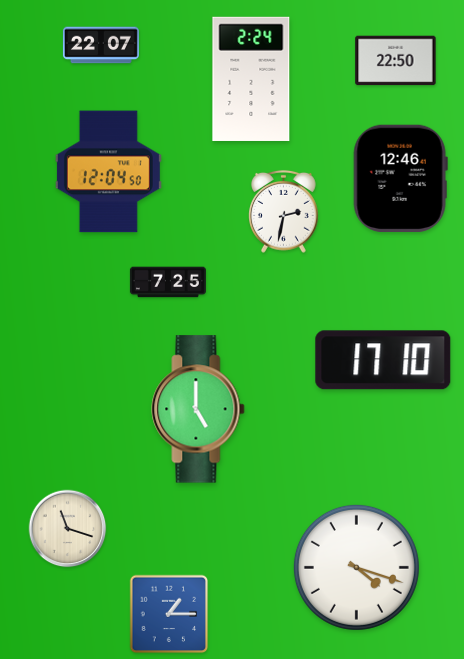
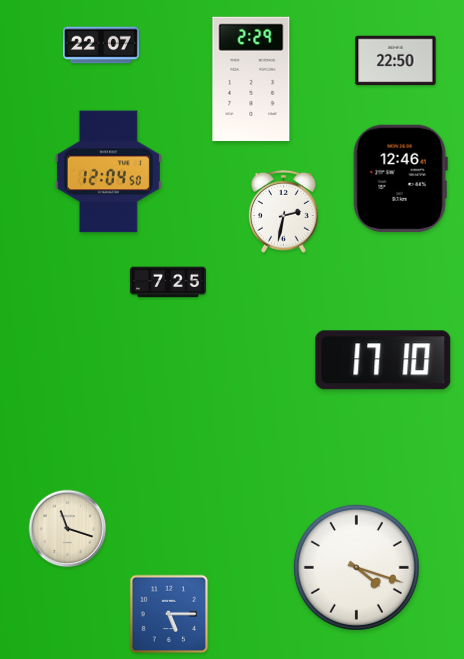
clock at (251, 79): 2:24 -> 2:29
clock at (198, 409): 5:00 -> none
clock at (169, 614): 1:15 -> 5:15
